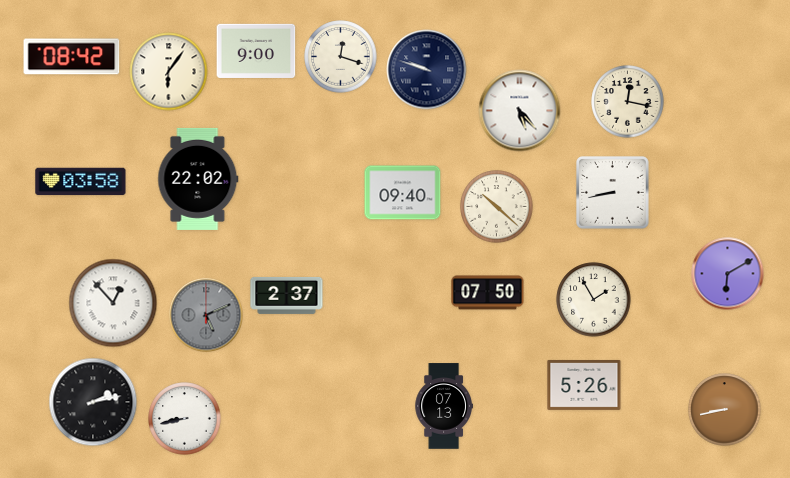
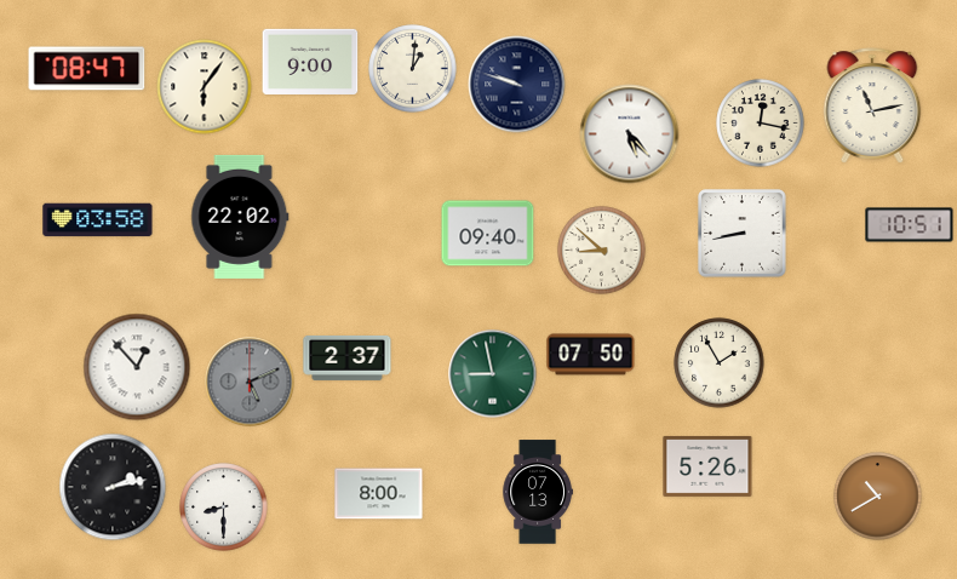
clock at (72, 57): 08:42 -> 08:47
clock at (341, 57): 12:18 -> 1:01
clock at (872, 105): none -> 11:13
clock at (910, 225): none -> 10:51
clock at (497, 207): 10:22 -> 8:52
clock at (728, 274): 6:10 -> none
clock at (493, 374): none -> 8:58
clock at (379, 494): none -> 8:00
clock at (725, 410): 8:43 -> 10:40
clock at (185, 419): 8:43 -> 8:30
